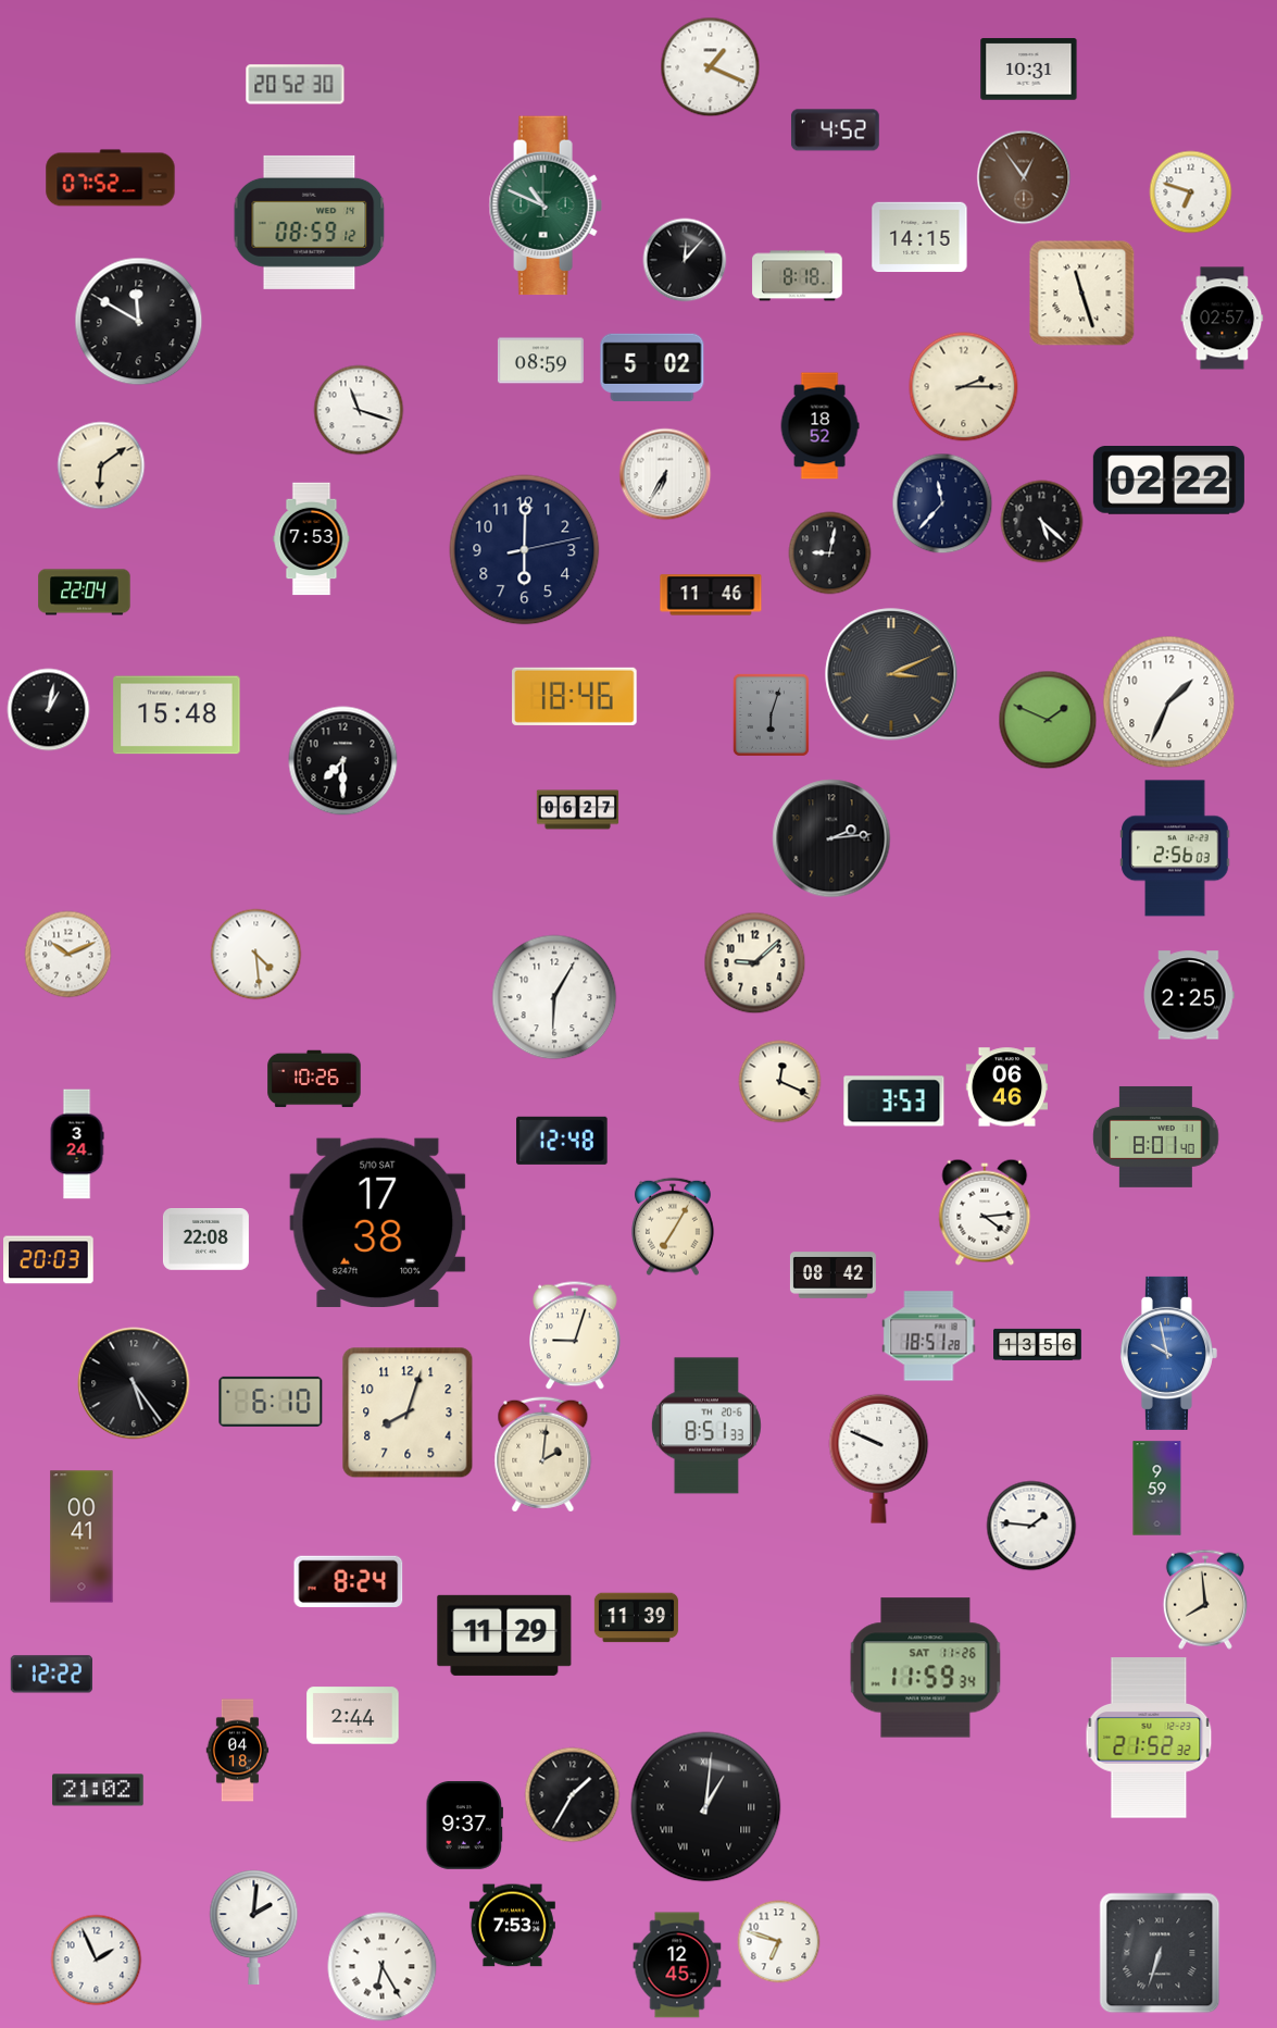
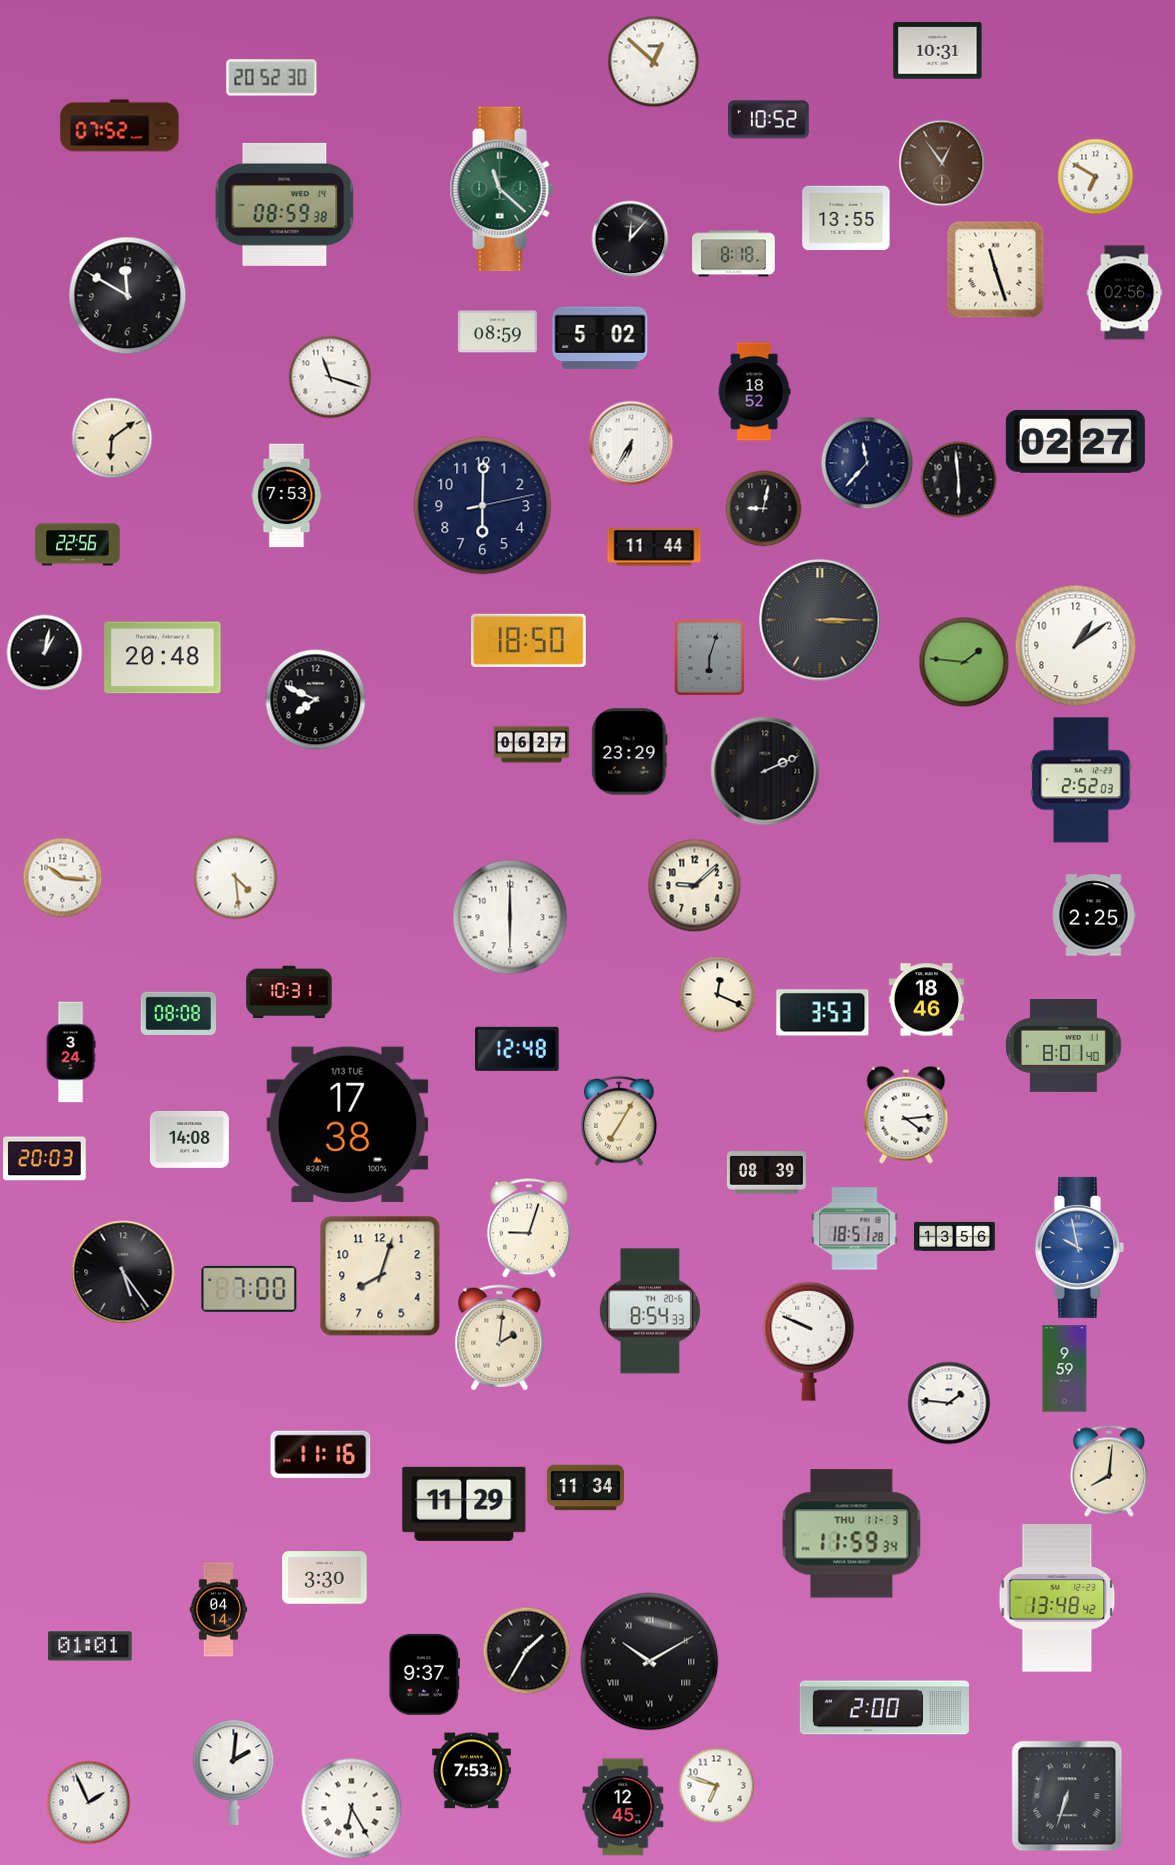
clock at (711, 67): 1:19 -> 12:52
clock at (1029, 70) position: (1029, 70) -> (938, 51)
clock at (835, 130): 4:52 -> 10:52
clock at (111, 178) position: (111, 178) -> (120, 126)
clock at (1191, 192): 6:48 -> 6:50
clock at (546, 206): 10:49 -> 11:22
clock at (310, 222): 08:59:12 -> 08:59:38
clock at (919, 237): 14:15 -> 13:55
clock at (1223, 319): 02:57 -> 02:56
clock at (964, 387): 2:15 -> none
clock at (101, 465) position: (101, 465) -> (112, 438)
clock at (665, 474) position: (665, 474) -> (631, 443)
clock at (1168, 481): 02:22 -> 02:27
clock at (1042, 522): 5:22 -> 5:59
clock at (85, 593): 22:04 -> 22:56
clock at (711, 595): 11:46 -> 11:44
clock at (891, 674): 3:11 -> 3:15
clock at (575, 696): 18:46 -> 18:50
clock at (1169, 702): 1:34 -> 1:09
clock at (177, 716): 15:48 -> 20:48
clock at (1048, 720): 1:49 -> 1:46
clock at (343, 761): 7:30 -> 7:49
clock at (630, 752): none -> 23:29
clock at (831, 838): 2:14 -> 2:11
clock at (1175, 848): 2:56 -> 2:52
clock at (68, 955): 10:11 -> 10:16
clock at (554, 997): 6:05 -> 6:00
clock at (314, 1079): 10:26 -> 10:31
clock at (1006, 1087): 06:46 -> 18:46
clock at (178, 1013): none -> 08:08
clock at (378, 1222) date: 5/10 SAT -> 1/13 TUE
clock at (674, 1227) position: (674, 1227) -> (620, 1121)
clock at (205, 1240): 22:08 -> 14:08
clock at (832, 1276): 08:42 -> 08:39
clock at (1168, 1353) position: (1168, 1353) -> (1079, 1247)
clock at (271, 1402): 6:10 -> 7:00
clock at (408, 1413) position: (408, 1413) -> (380, 1276)
clock at (706, 1426): 8:51 -> 8:54
clock at (82, 1536): 00:41 -> none
clock at (349, 1581): 8:24 -> 11:16
clock at (1205, 1600): 7:59 -> 8:01
clock at (636, 1618): 11:39 -> 11:34
clock at (926, 1668) date: SAT 11-26 -> THU 11-3
clock at (51, 1675): 12:22 -> none
clock at (353, 1716): 2:44 -> 3:30
clock at (1149, 1738): 21:52 -> 13:48
clock at (238, 1751): 04:18 -> 04:14
clock at (98, 1790): 21:02 -> 01:01
clock at (706, 1807): 1:01 -> 10:10
clock at (464, 1825) position: (464, 1825) -> (424, 1674)
clock at (884, 1708): none -> 2:00
